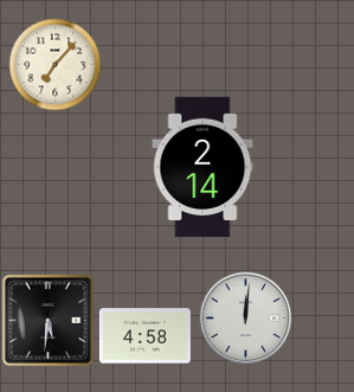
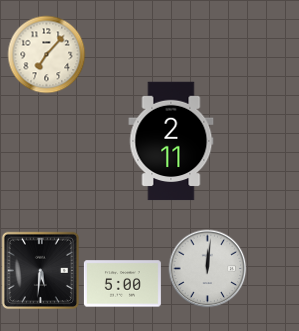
clock at (202, 167): 2:14 -> 2:11
clock at (144, 336): 4:58 -> 5:00
